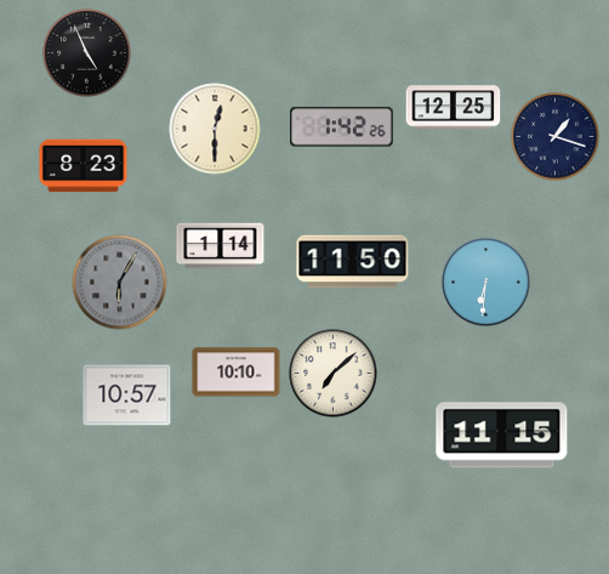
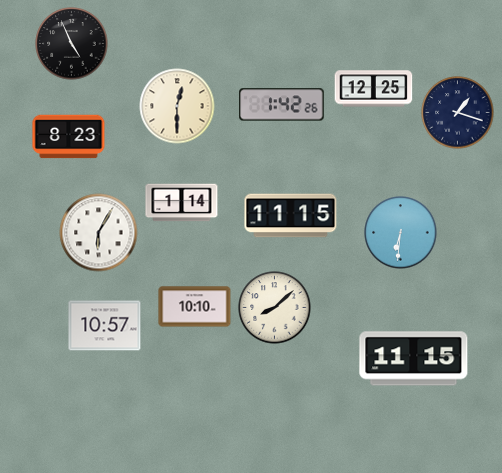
clock at (353, 262): 11:50 -> 11:15
clock at (120, 283) dial: grey -> white
clock at (334, 374): 7:08 -> 8:08
